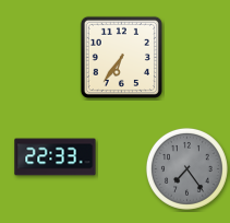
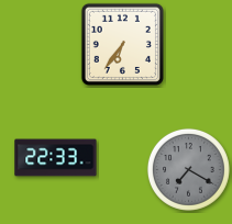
clock at (121, 57) position: (121, 57) -> (122, 44)
clock at (186, 168): 7:24 -> 7:20
